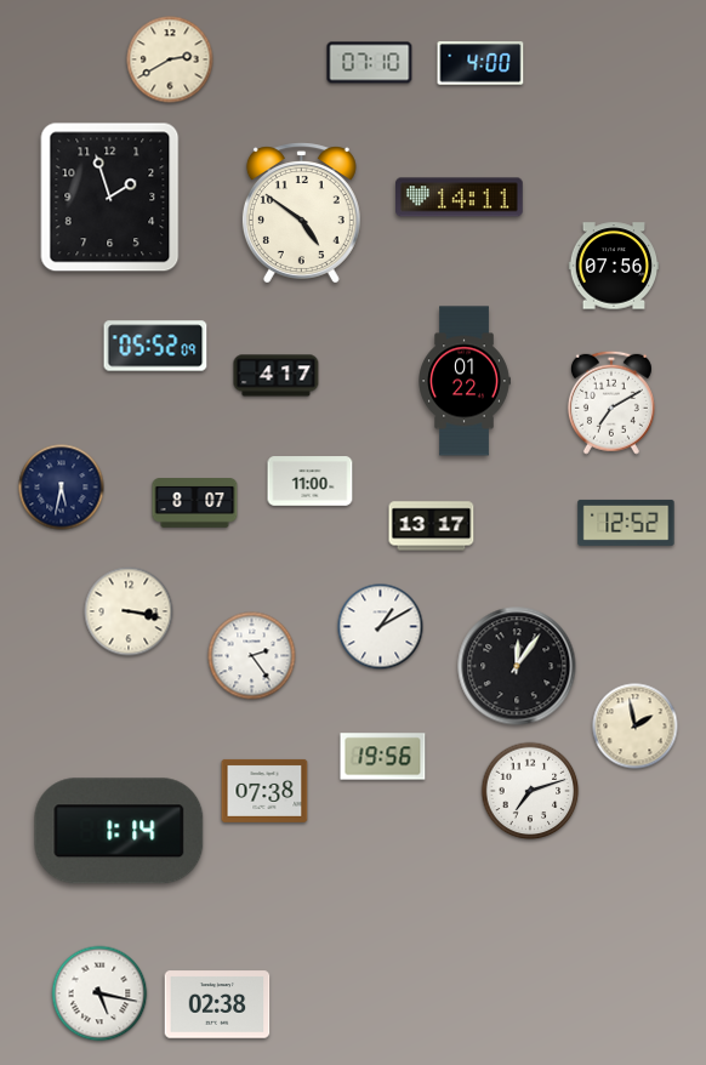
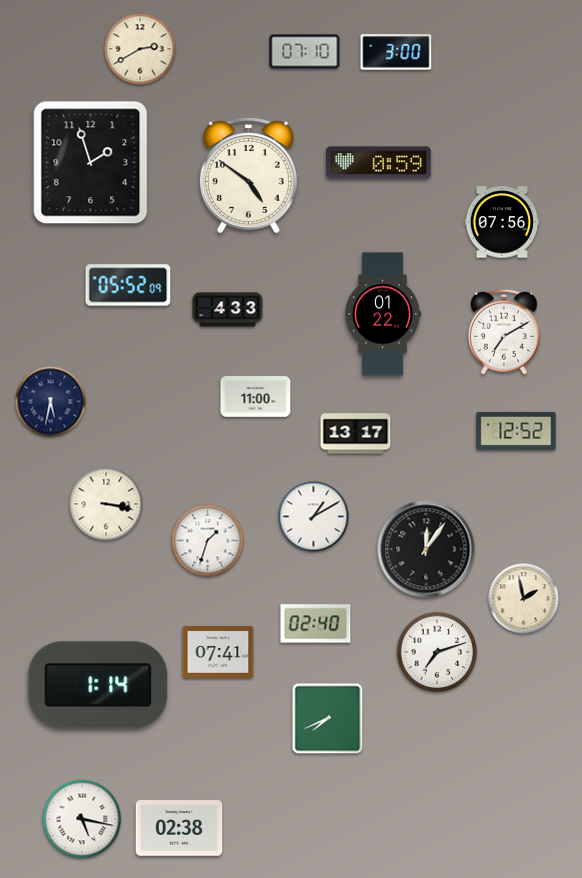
clock at (480, 63): 4:00 -> 3:00
clock at (460, 198): 14:11 -> 0:59
clock at (614, 266) position: (614, 266) -> (502, 222)
clock at (277, 376): 4:17 -> 4:33
clock at (195, 503): 8:07 -> none
clock at (252, 656): 2:24 -> 1:33
clock at (383, 757): 19:56 -> 02:40
clock at (264, 791): 07:38 -> 07:41
clock at (328, 719): none -> 7:41
